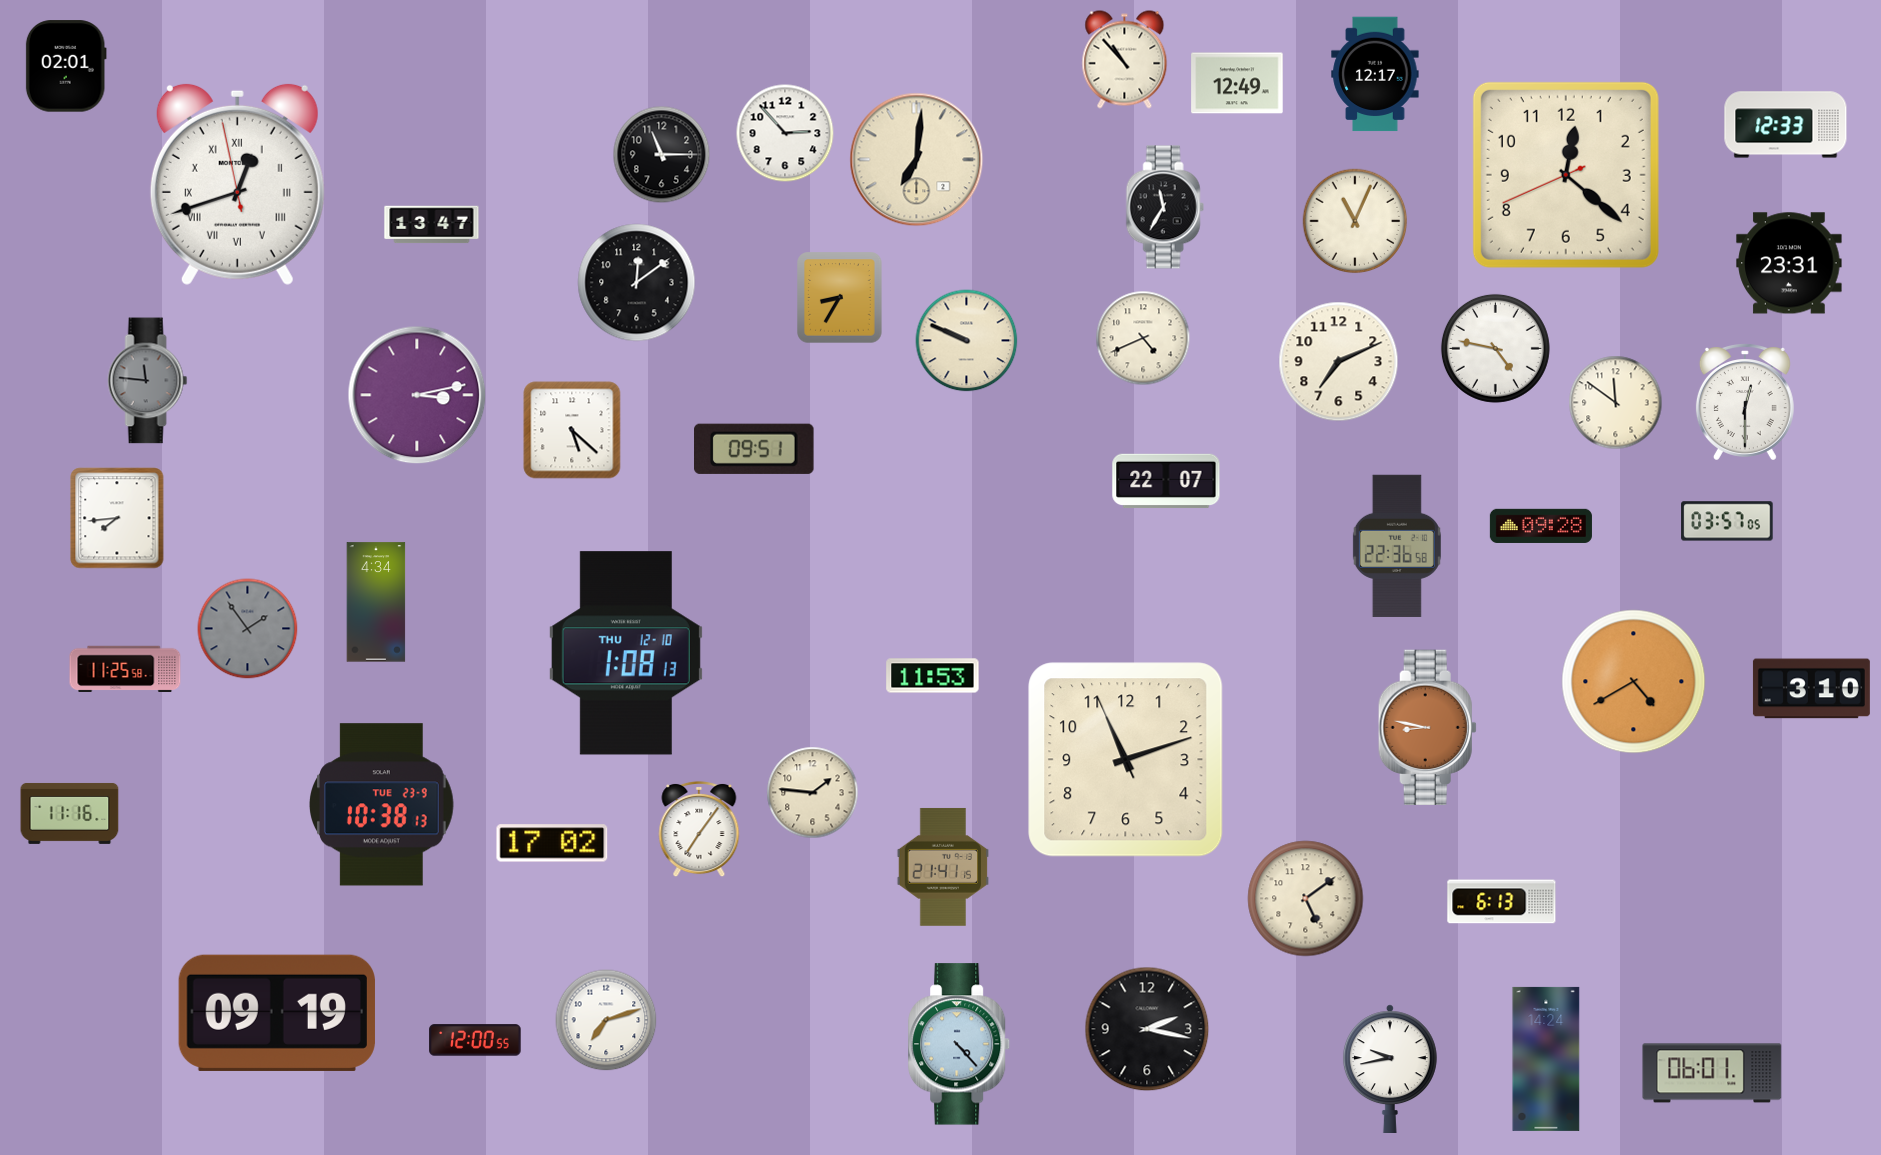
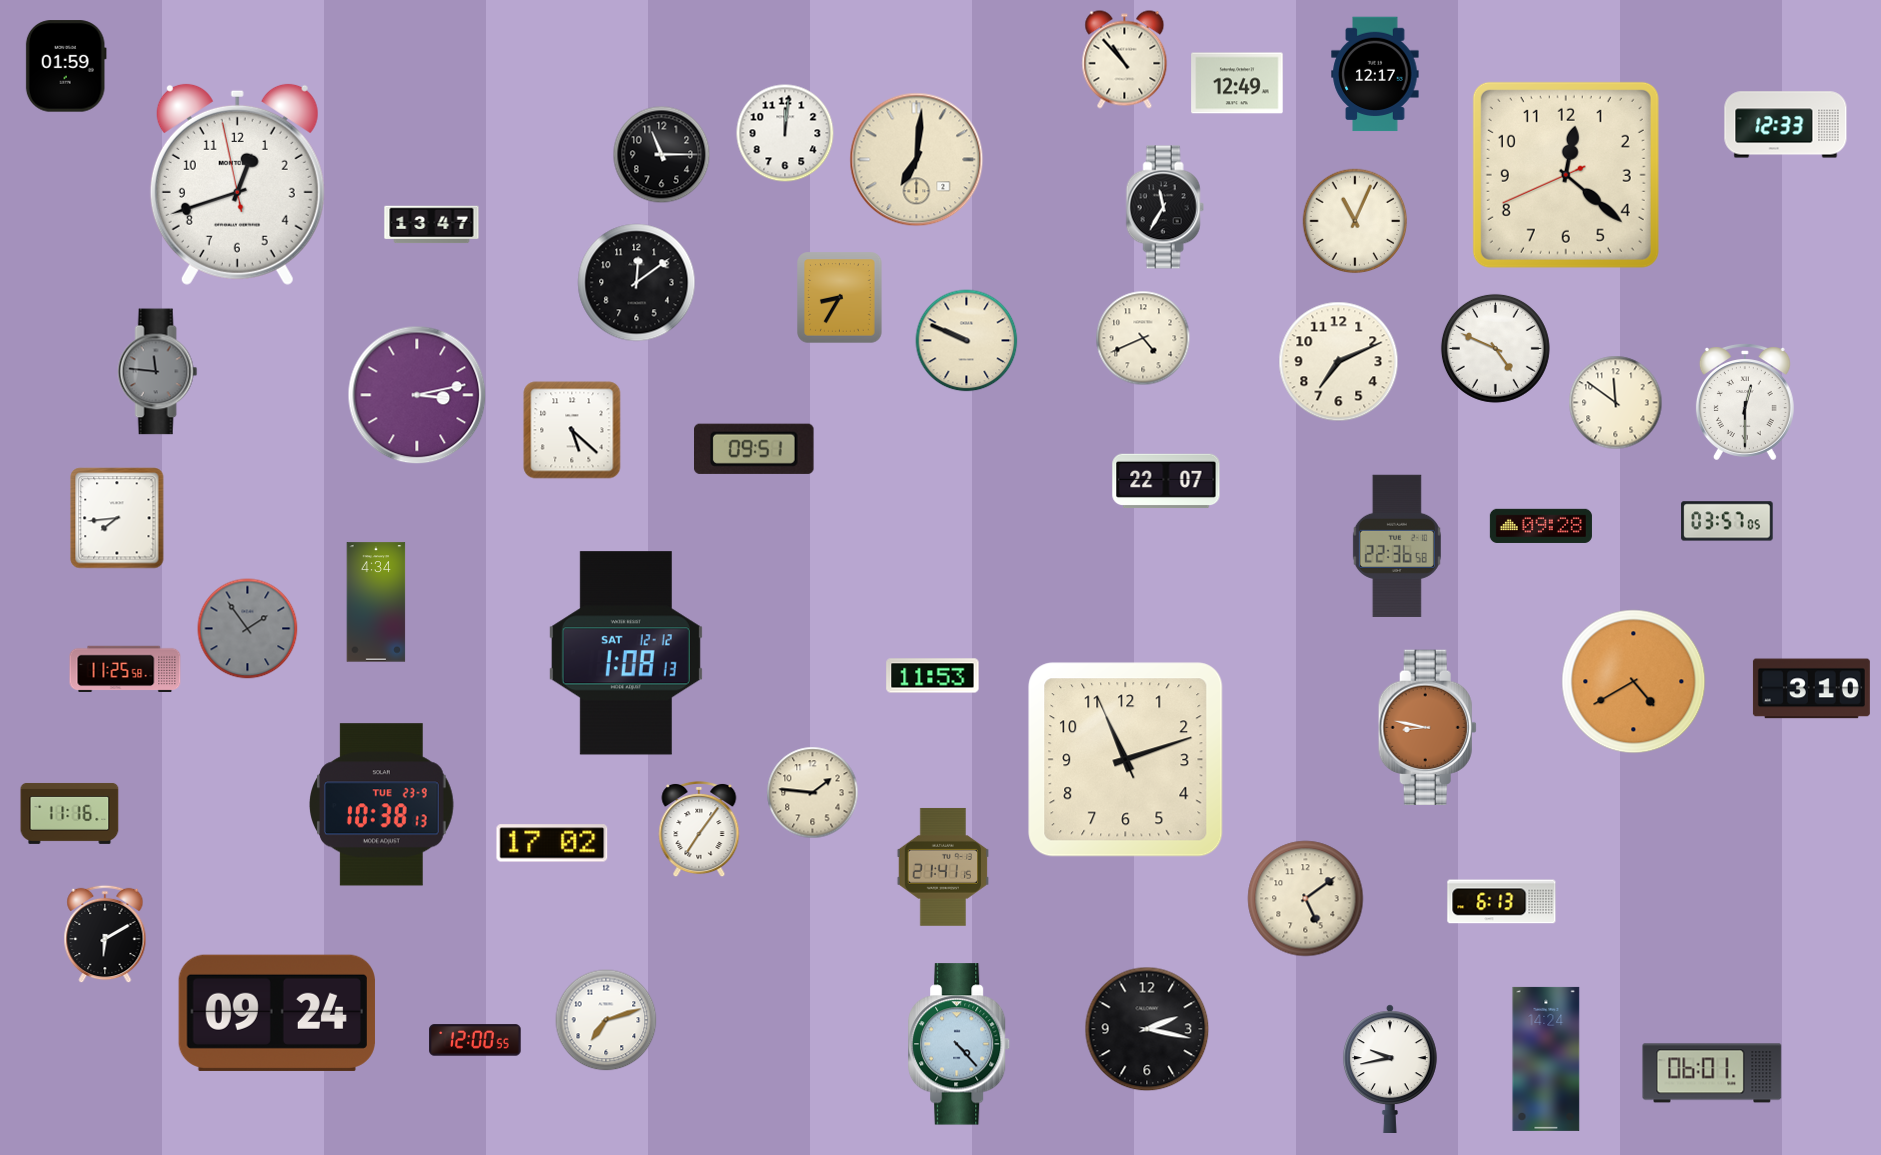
clock at (66, 66): 02:01 -> 01:59
clock at (785, 133): 2:53 -> 12:01
clock at (237, 184) numerals: Roman -> Arabic
clock at (1789, 263): 23:31 -> none
clock at (1495, 348): 4:47 -> 4:49
clock at (148, 381) position: (148, 381) -> (158, 372)
clock at (626, 653) date: THU 12-10 -> SAT 12-12
clock at (105, 934): none -> 6:10
clock at (277, 1013): 09:19 -> 09:24
